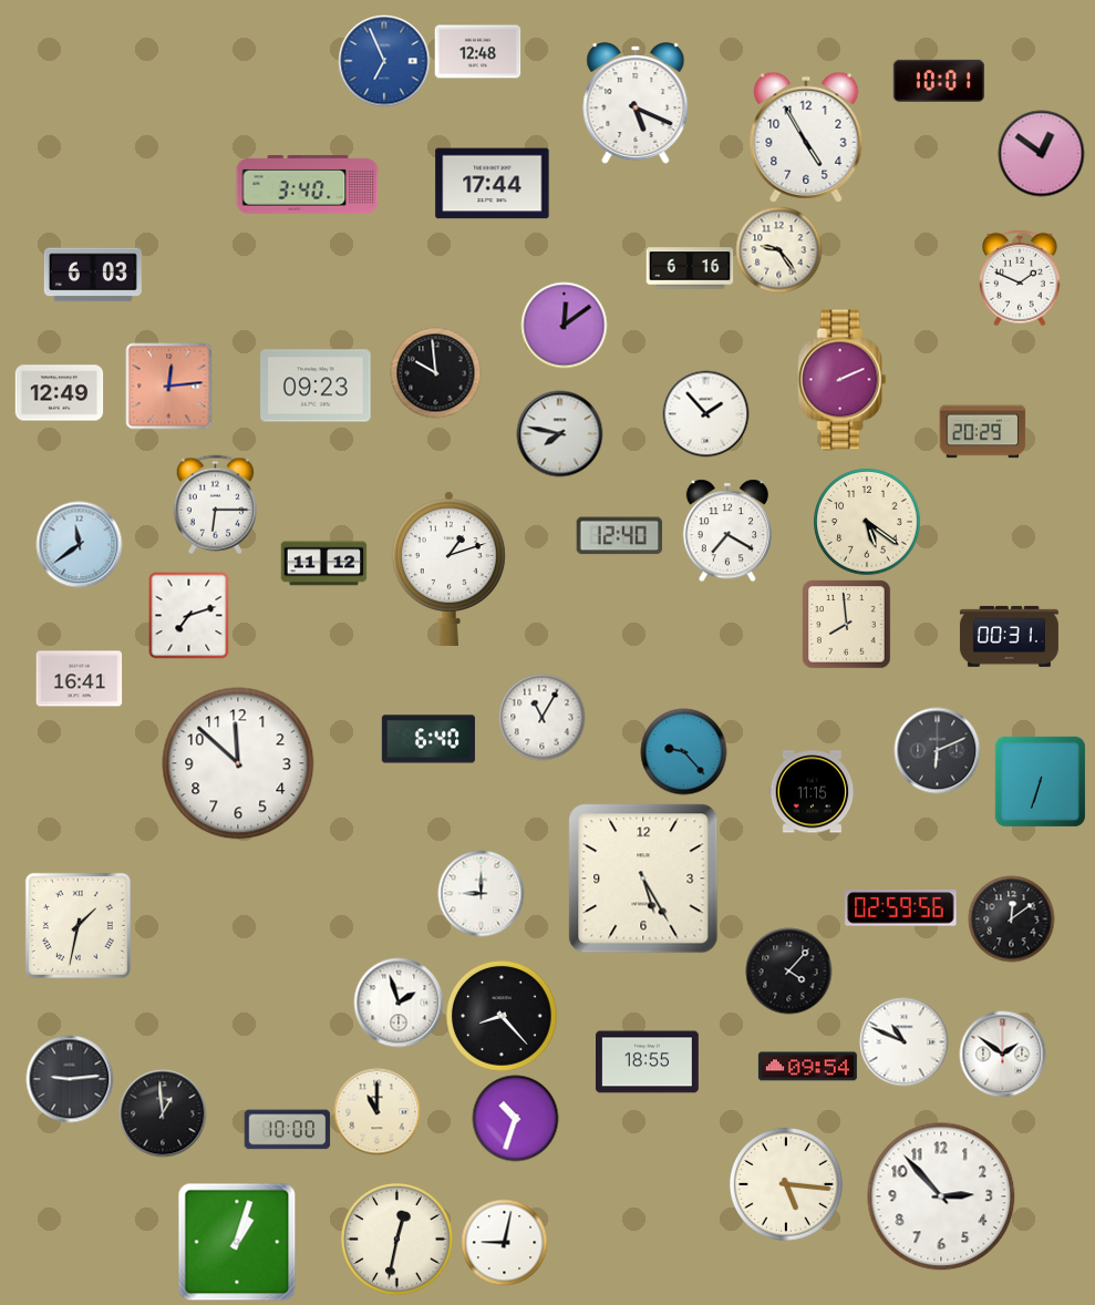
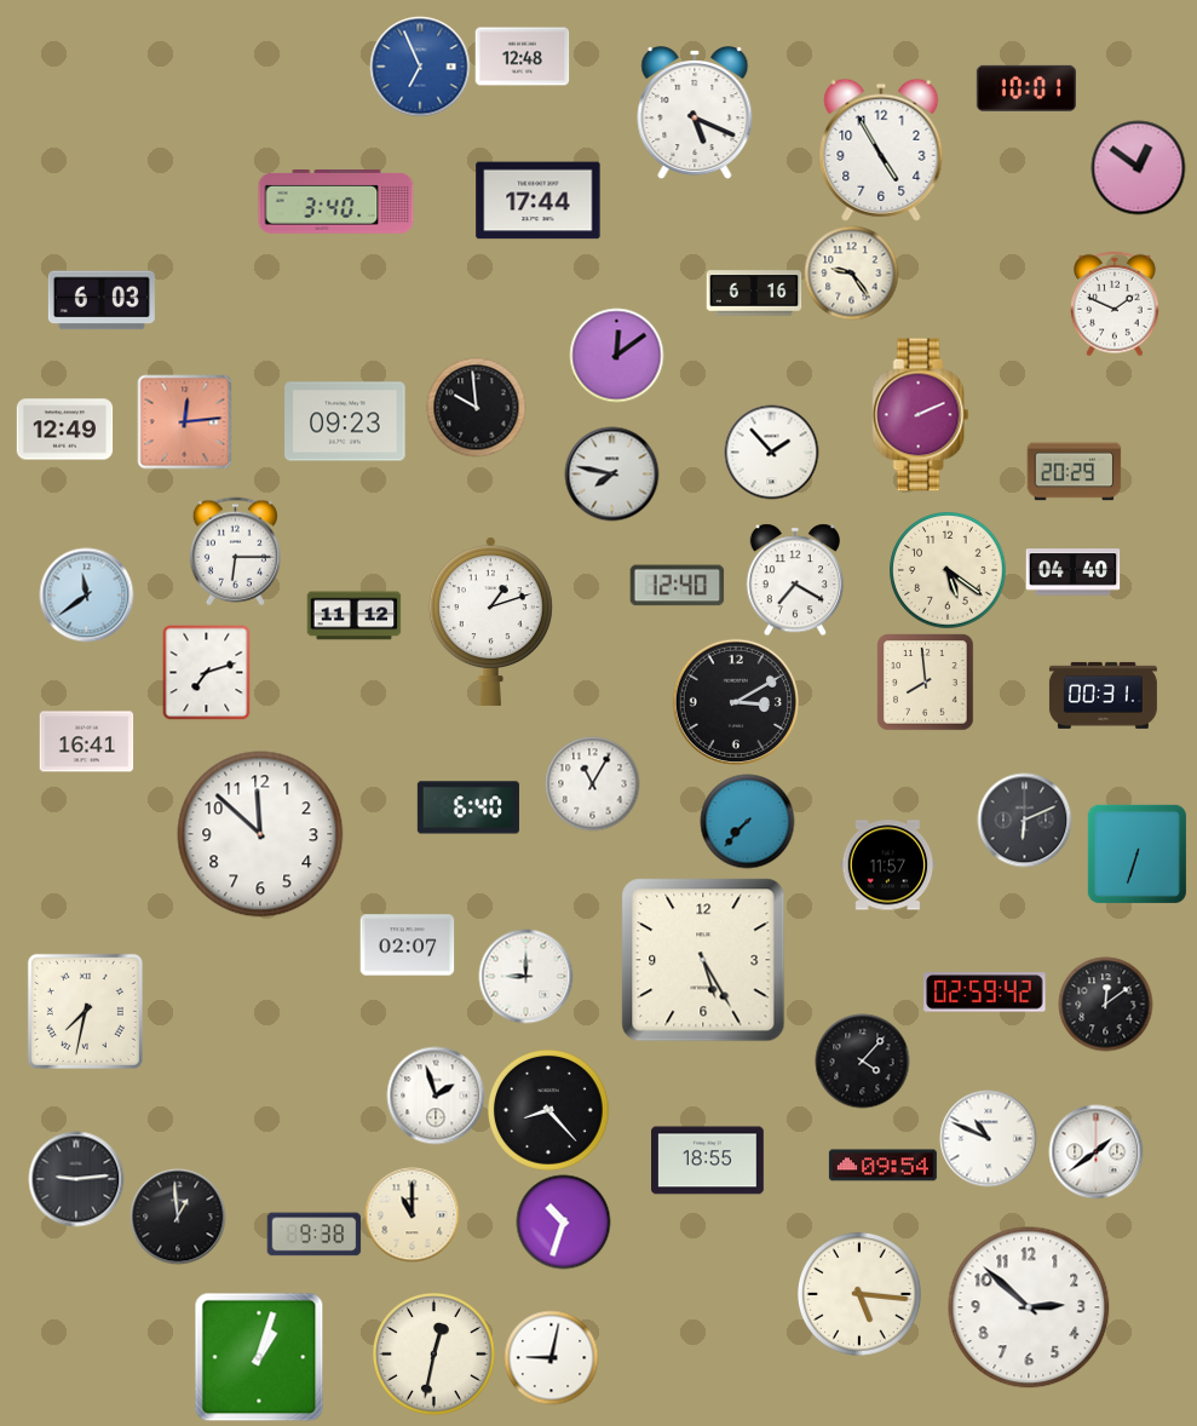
clock at (1072, 573): none -> 04:40
clock at (735, 701): none -> 3:10
clock at (683, 751): 9:23 -> 7:37
clock at (812, 792): 11:15 -> 11:57
clock at (407, 945): none -> 02:07
clock at (901, 908): 02:59:56 -> 02:59:42
clock at (78, 925): 1:32 -> 7:32
clock at (1002, 1054): 1:51 -> 1:39
clock at (287, 1130): 10:00 -> 9:38
clock at (941, 1196): 2:53 -> 2:52
